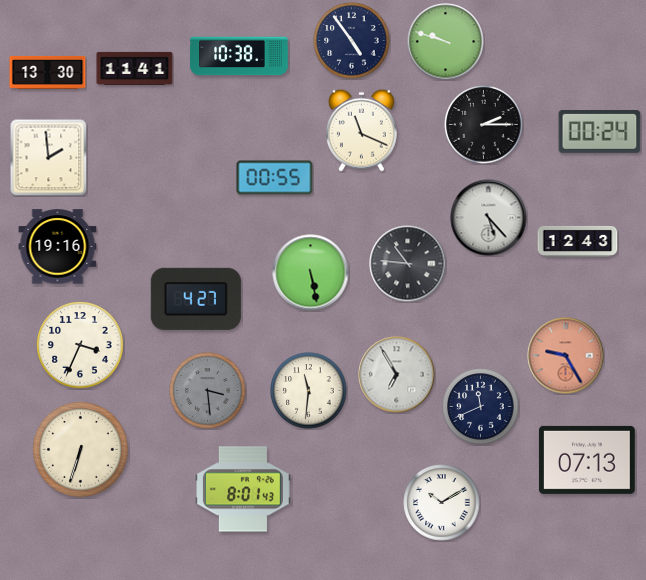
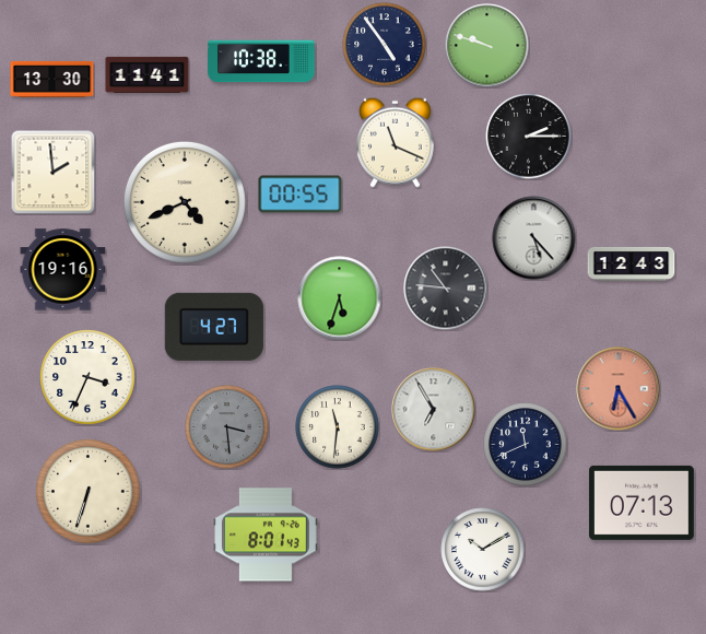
clock at (600, 132): 00:24 -> none
clock at (185, 202): none -> 4:41
clock at (311, 273): 5:28 -> 5:33
clock at (566, 356): 9:25 -> 6:25
